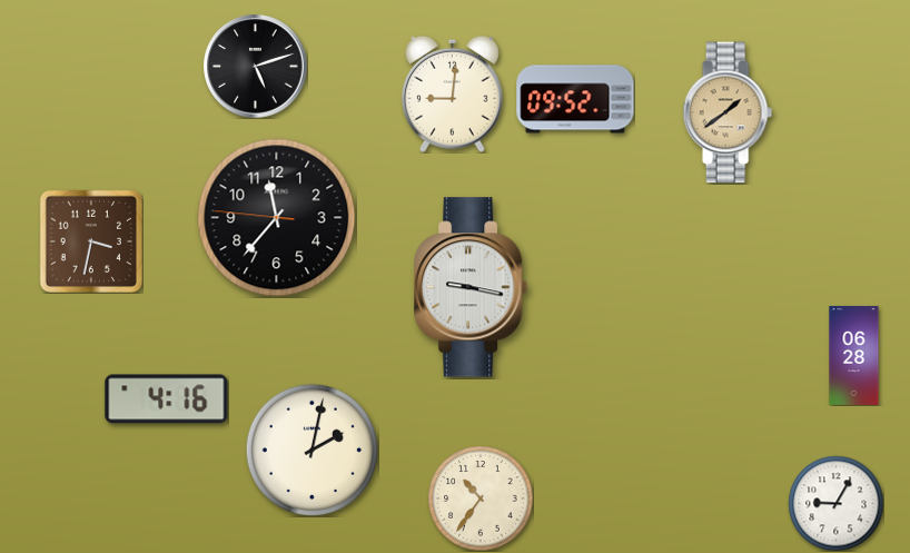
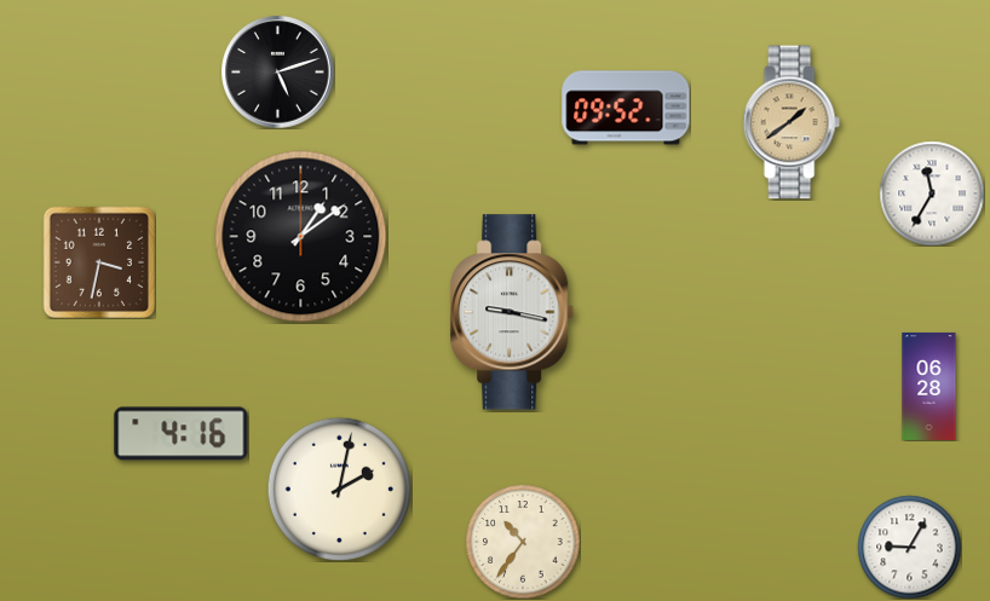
clock at (452, 93): 9:01 -> none
clock at (932, 193): none -> 11:35
clock at (277, 218): 11:36 -> 1:09
